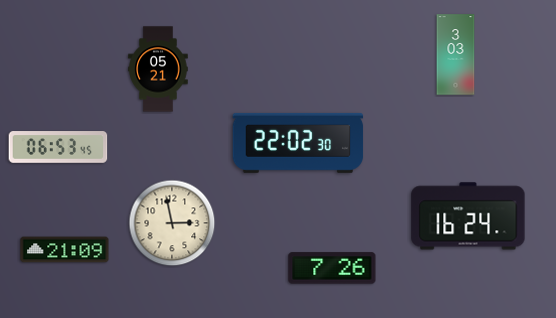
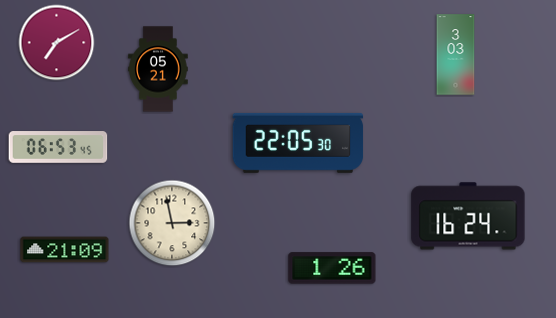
clock at (57, 43): none -> 7:10
clock at (298, 143): 22:02 -> 22:05
clock at (332, 268): 7:26 -> 1:26
